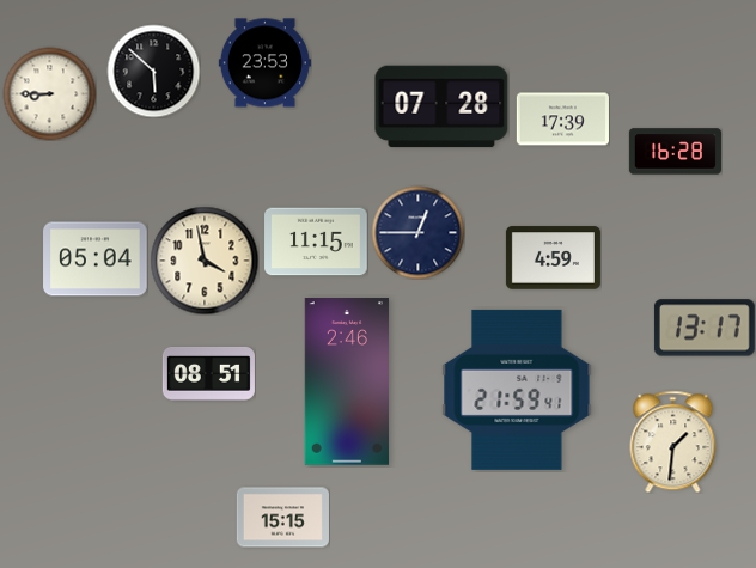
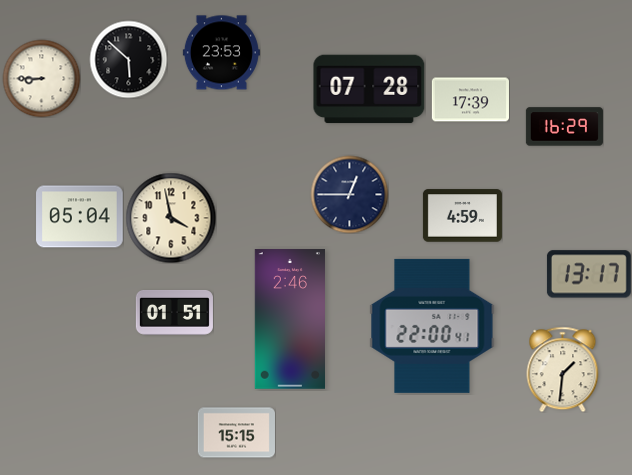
clock at (675, 152): 16:28 -> 16:29
clock at (316, 242): 11:15 -> none
clock at (208, 373): 08:51 -> 01:51
clock at (517, 390): 21:59 -> 22:00
